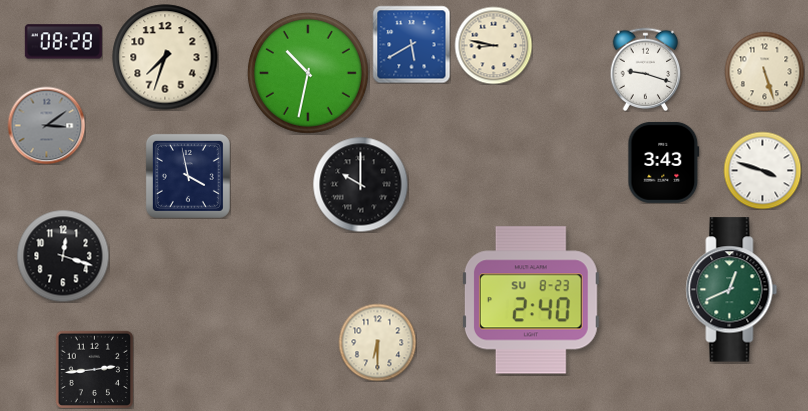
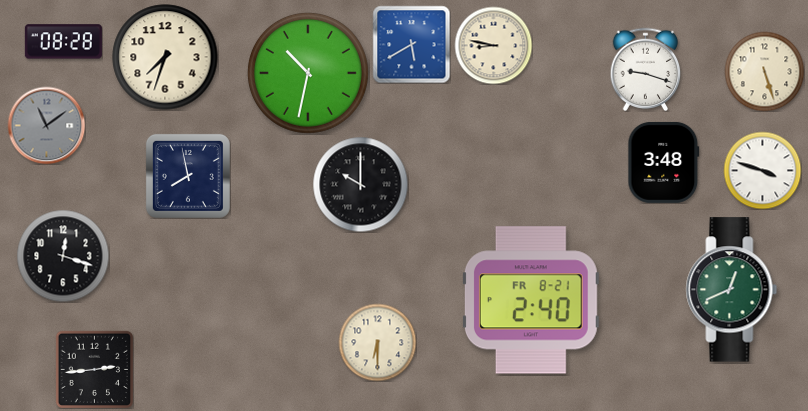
clock at (46, 125): 3:09 -> 11:09
clock at (664, 162): 3:43 -> 3:48
clock at (188, 176): 3:58 -> 7:58
clock at (531, 300) date: SU 8-23 -> FR 8-21
